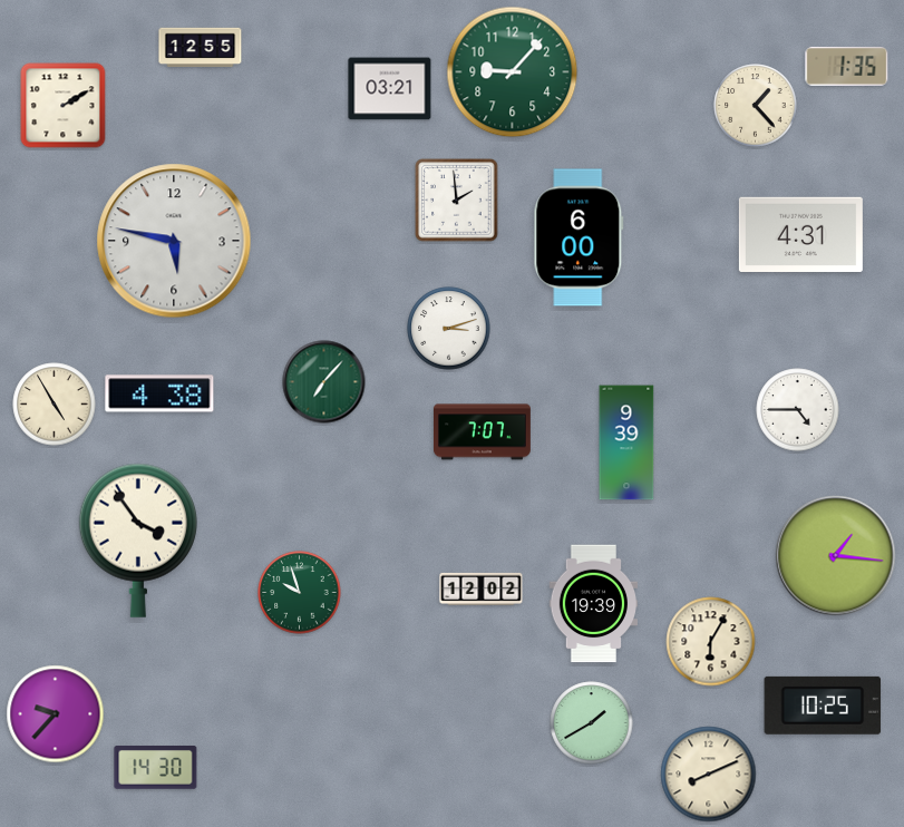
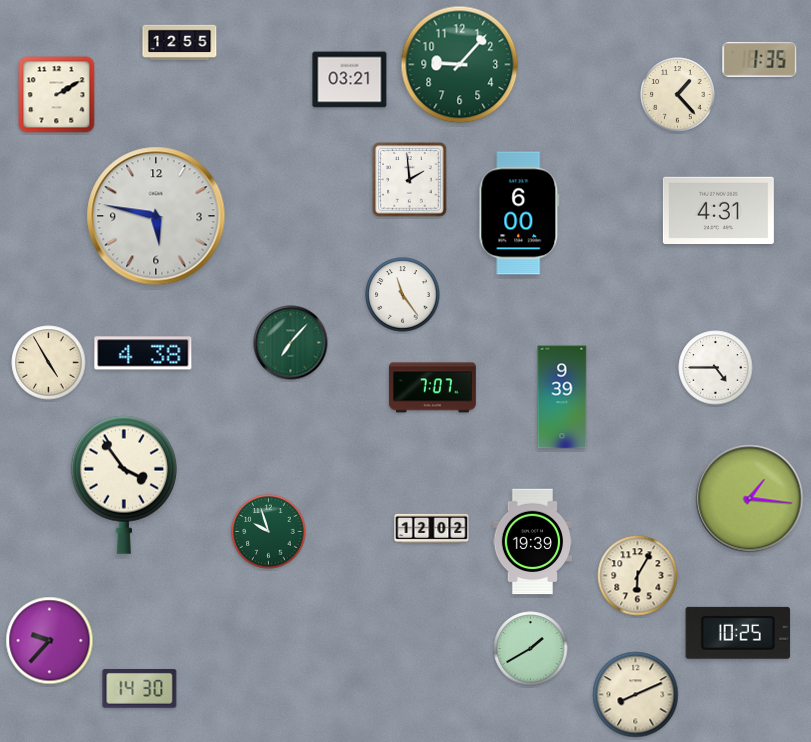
clock at (449, 329): 3:12 -> 11:24
